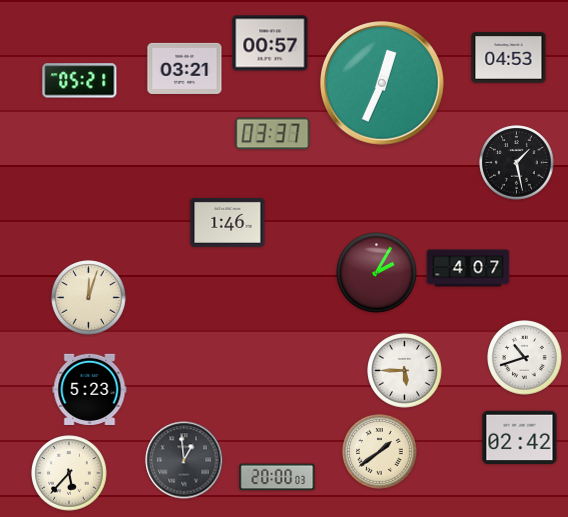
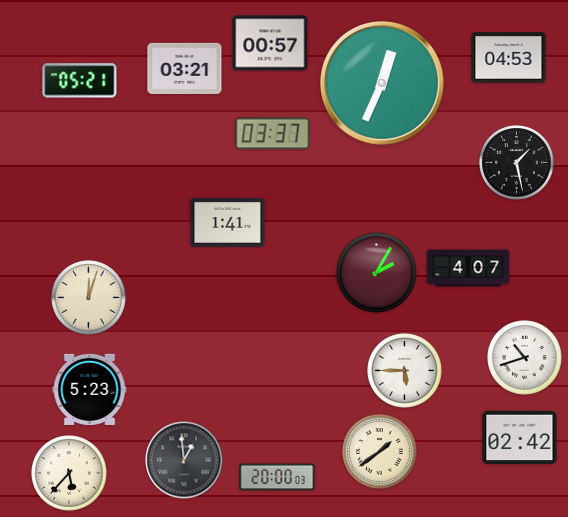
clock at (228, 222): 1:46 -> 1:41
